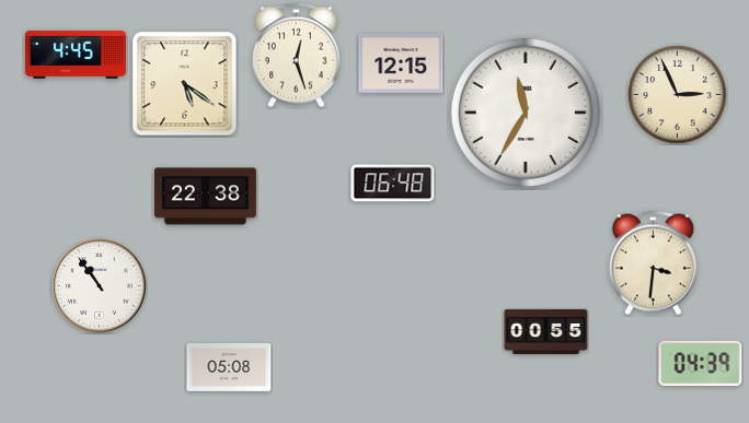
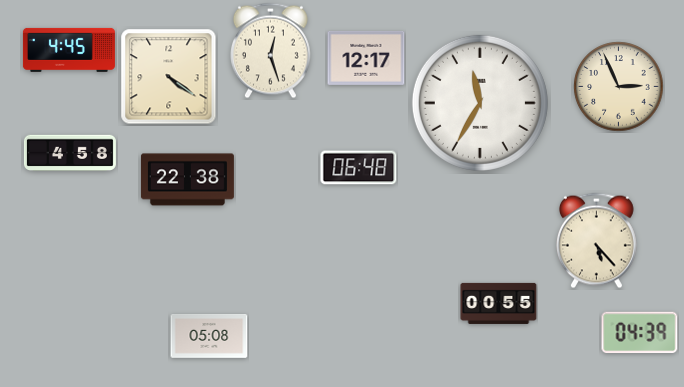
clock at (401, 63): 12:15 -> 12:17
clock at (185, 84): 5:21 -> 4:21
clock at (70, 153): none -> 4:58
clock at (653, 263): 3:31 -> 5:23
clock at (100, 286): 10:54 -> none
